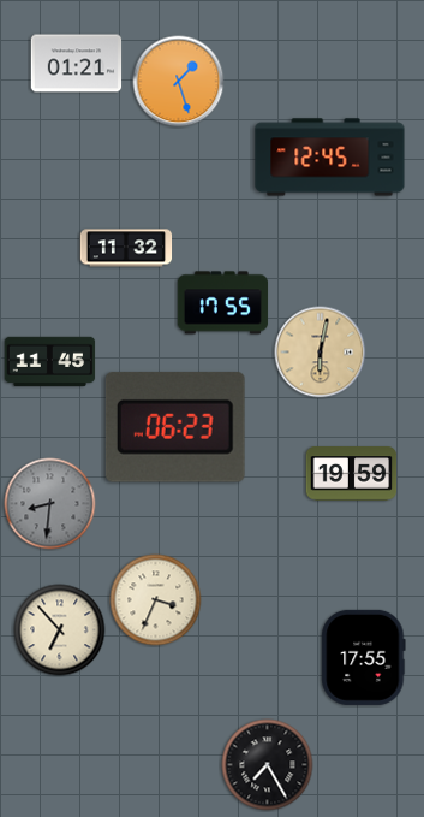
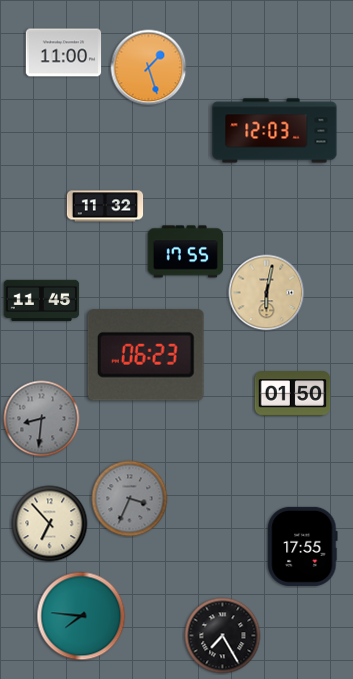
clock at (77, 64): 01:21 -> 11:00
clock at (330, 158): 12:45 -> 12:03
clock at (352, 474): 19:59 -> 01:50
clock at (156, 600) dial: cream -> grey
clock at (81, 616): none -> 7:46
